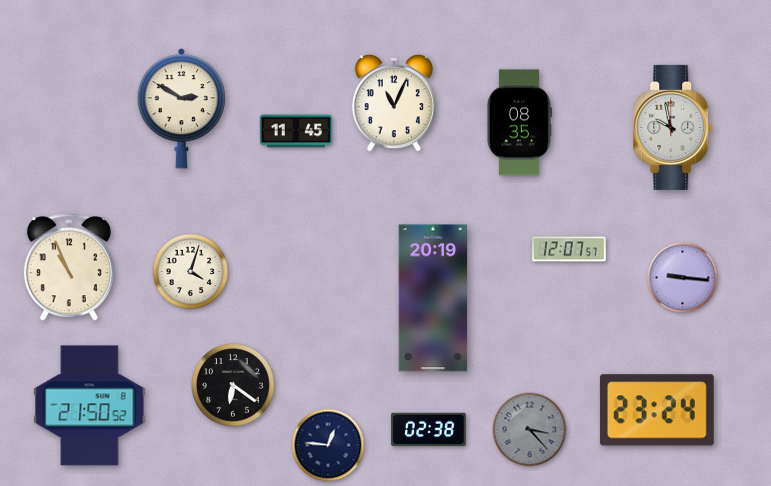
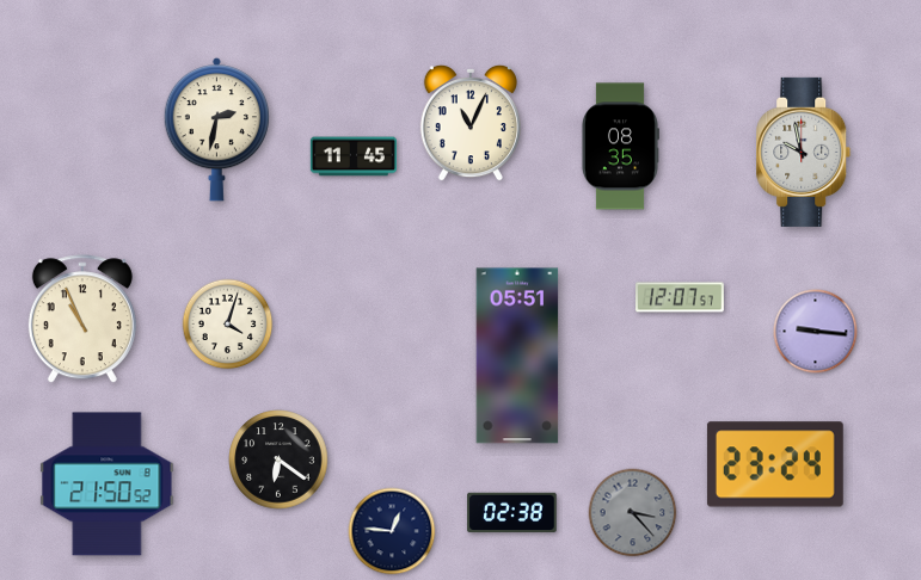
clock at (181, 109): 2:50 -> 2:32
clock at (433, 298): 20:19 -> 05:51
clock at (657, 410) position: (657, 410) -> (775, 464)
